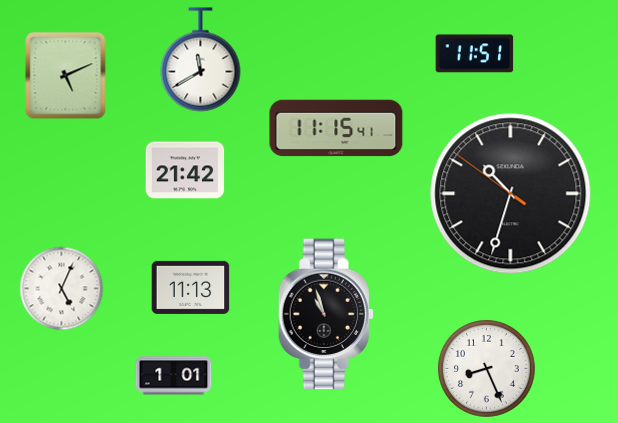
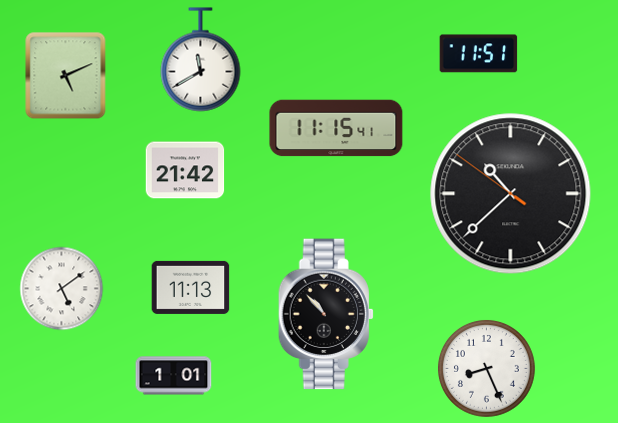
clock at (475, 54) position: (475, 54) -> (479, 54)
clock at (511, 194): 10:32 -> 10:37
clock at (62, 289): 5:04 -> 5:09
clock at (326, 314): 10:57 -> 10:53
